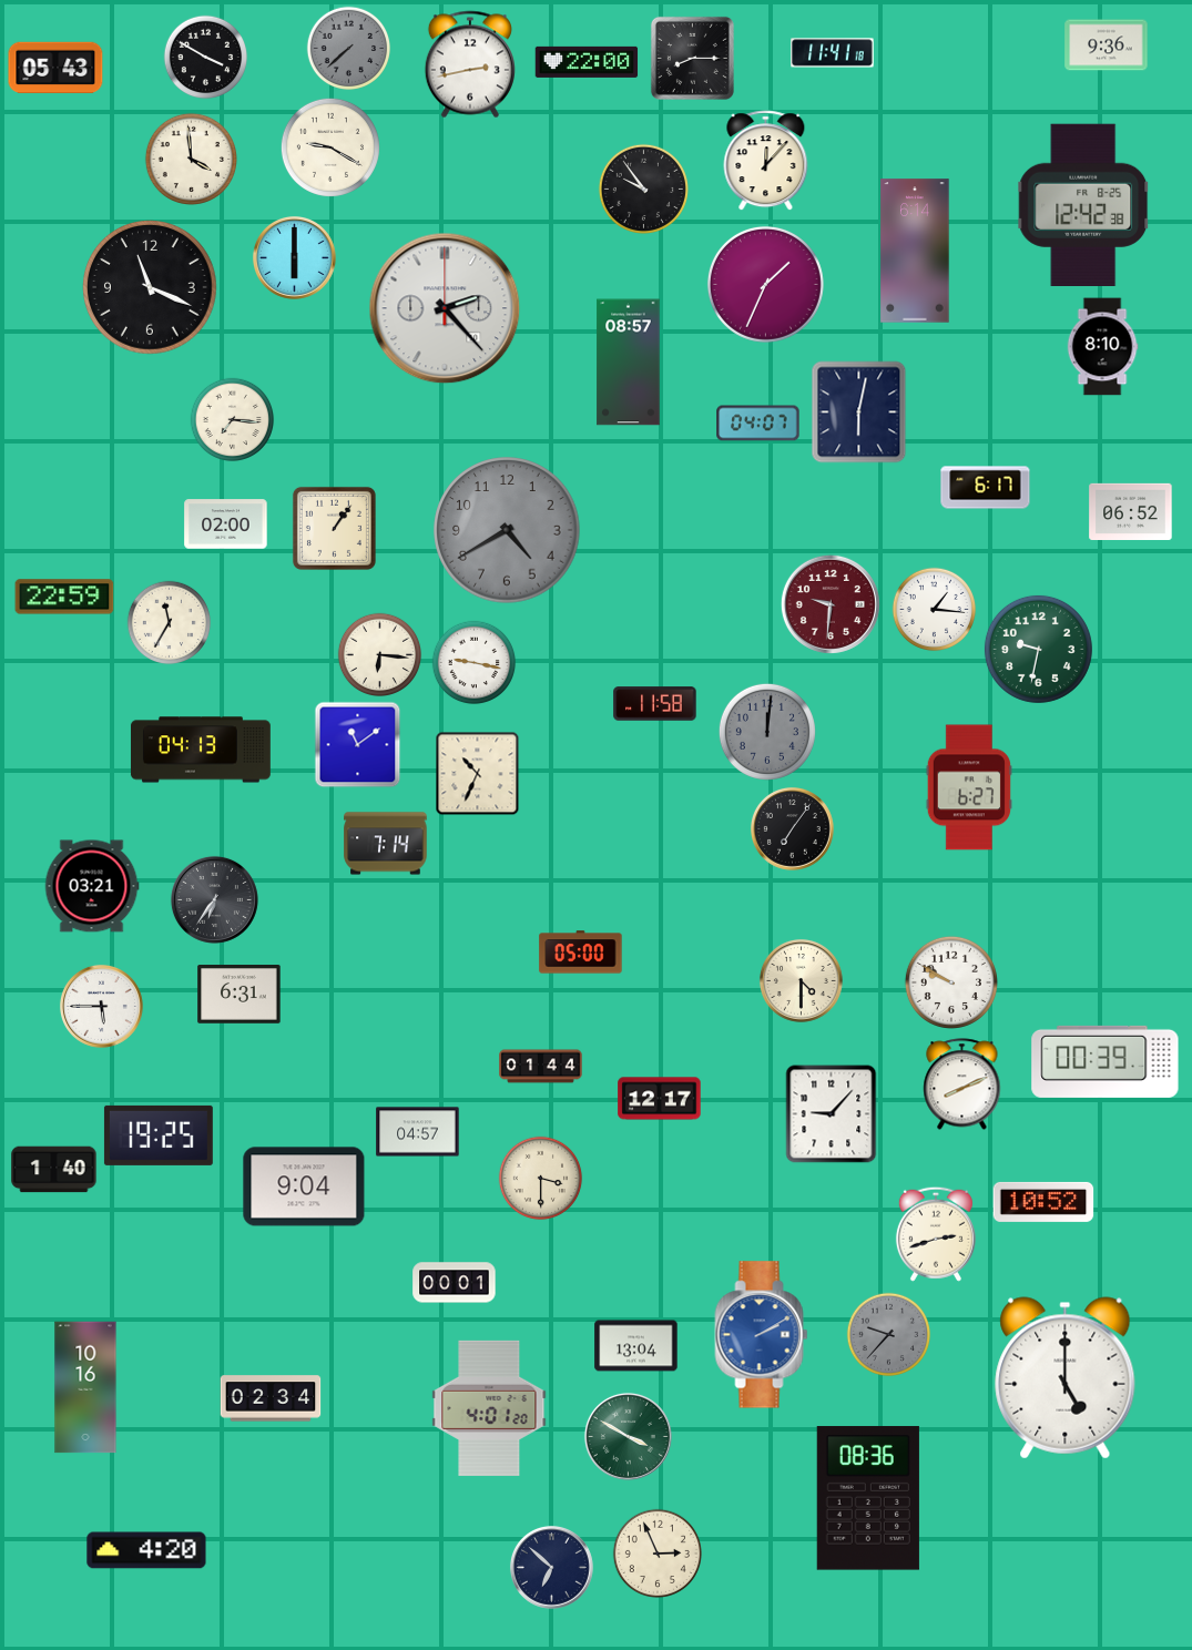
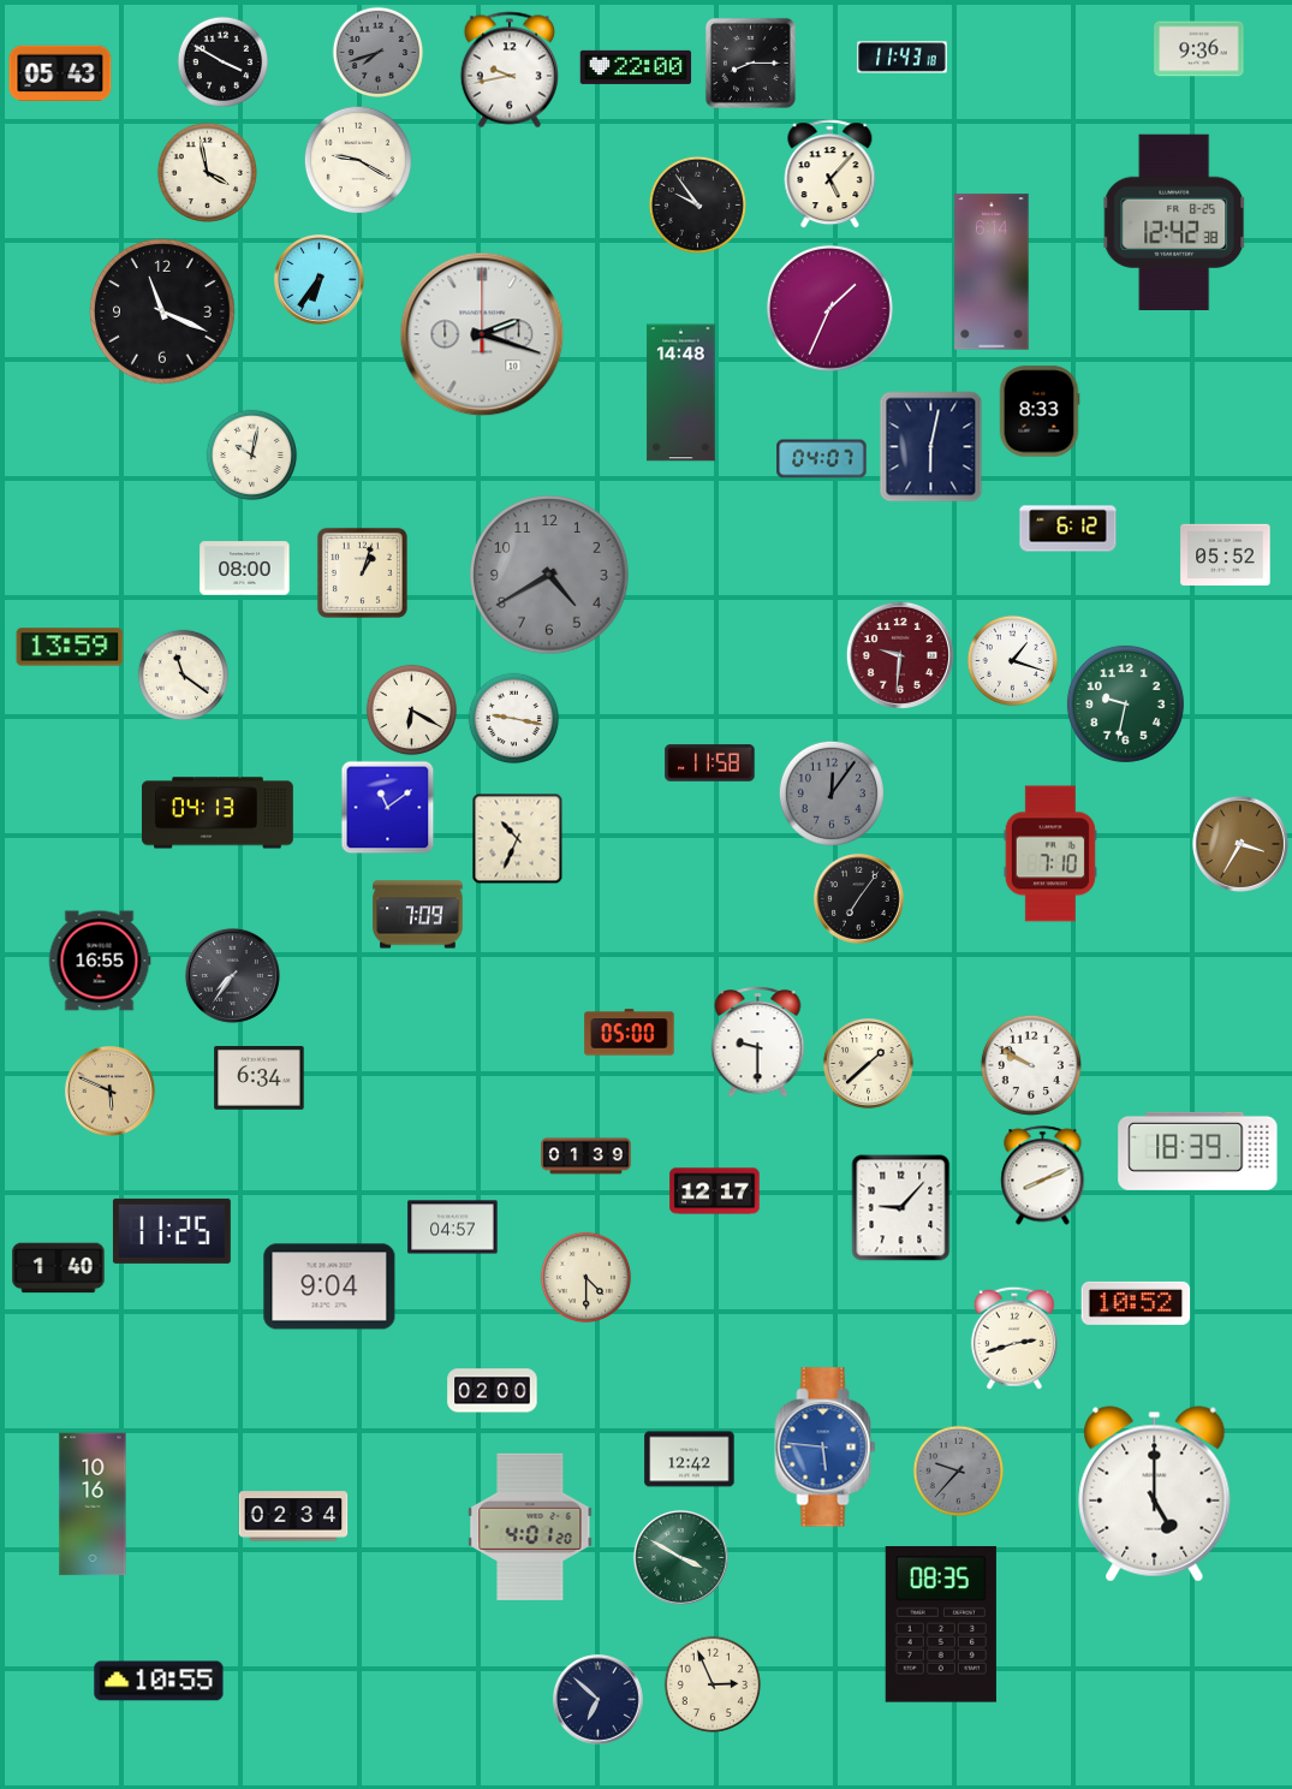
clock at (349, 49): 7:38 -> 7:42
clock at (833, 53): 11:41 -> 11:43
clock at (470, 64): 2:43 -> 9:43
clock at (191, 159): 3:59 -> 3:58
clock at (766, 161): 12:07 -> 5:07
clock at (294, 257): 6:00 -> 6:36
clock at (445, 308): 2:23 -> 2:18
clock at (1102, 347): 8:10 -> none
clock at (629, 363): 08:57 -> 14:48
clock at (1040, 411): none -> 8:33
clock at (233, 420): 7:16 -> 10:02
clock at (986, 488): 6:17 -> 6:12
clock at (1131, 511): 06:52 -> 05:52
clock at (226, 524): 02:00 -> 08:00
clock at (334, 528): 1:06 -> 1:03
clock at (64, 597): 22:59 -> 13:59
clock at (935, 610): 1:16 -> 1:18
clock at (170, 623): 11:35 -> 11:21
clock at (380, 655): 6:16 -> 6:20
clock at (767, 732): 12:01 -> 12:06
clock at (1240, 844): none -> 3:35
clock at (969, 787): 6:27 -> 7:10
clock at (386, 844): 7:14 -> 7:09
clock at (92, 886): 03:21 -> 16:55
clock at (214, 899): 6:36 -> 7:36
clock at (758, 1041): none -> 9:30
clock at (801, 980): 4:30 -> 1:38
clock at (240, 995): 6:31 -> 6:34
clock at (101, 1006): 5:45 -> 5:49
clock at (101, 1006) dial: white -> champagne
clock at (1106, 1061): 00:39 -> 18:39
clock at (541, 1067): 01:44 -> 01:39
clock at (159, 1135): 19:25 -> 11:25
clock at (541, 1179): 3:30 -> 4:30
clock at (1043, 1202) position: (1043, 1202) -> (1136, 1303)
clock at (455, 1283): 00:01 -> 02:00
clock at (762, 1335): 2:10 -> 5:46
clock at (889, 1335) position: (889, 1335) -> (959, 1472)
clock at (636, 1346): 13:04 -> 12:42
clock at (868, 1498): 08:36 -> 08:35
clock at (146, 1550): 4:20 -> 10:55
